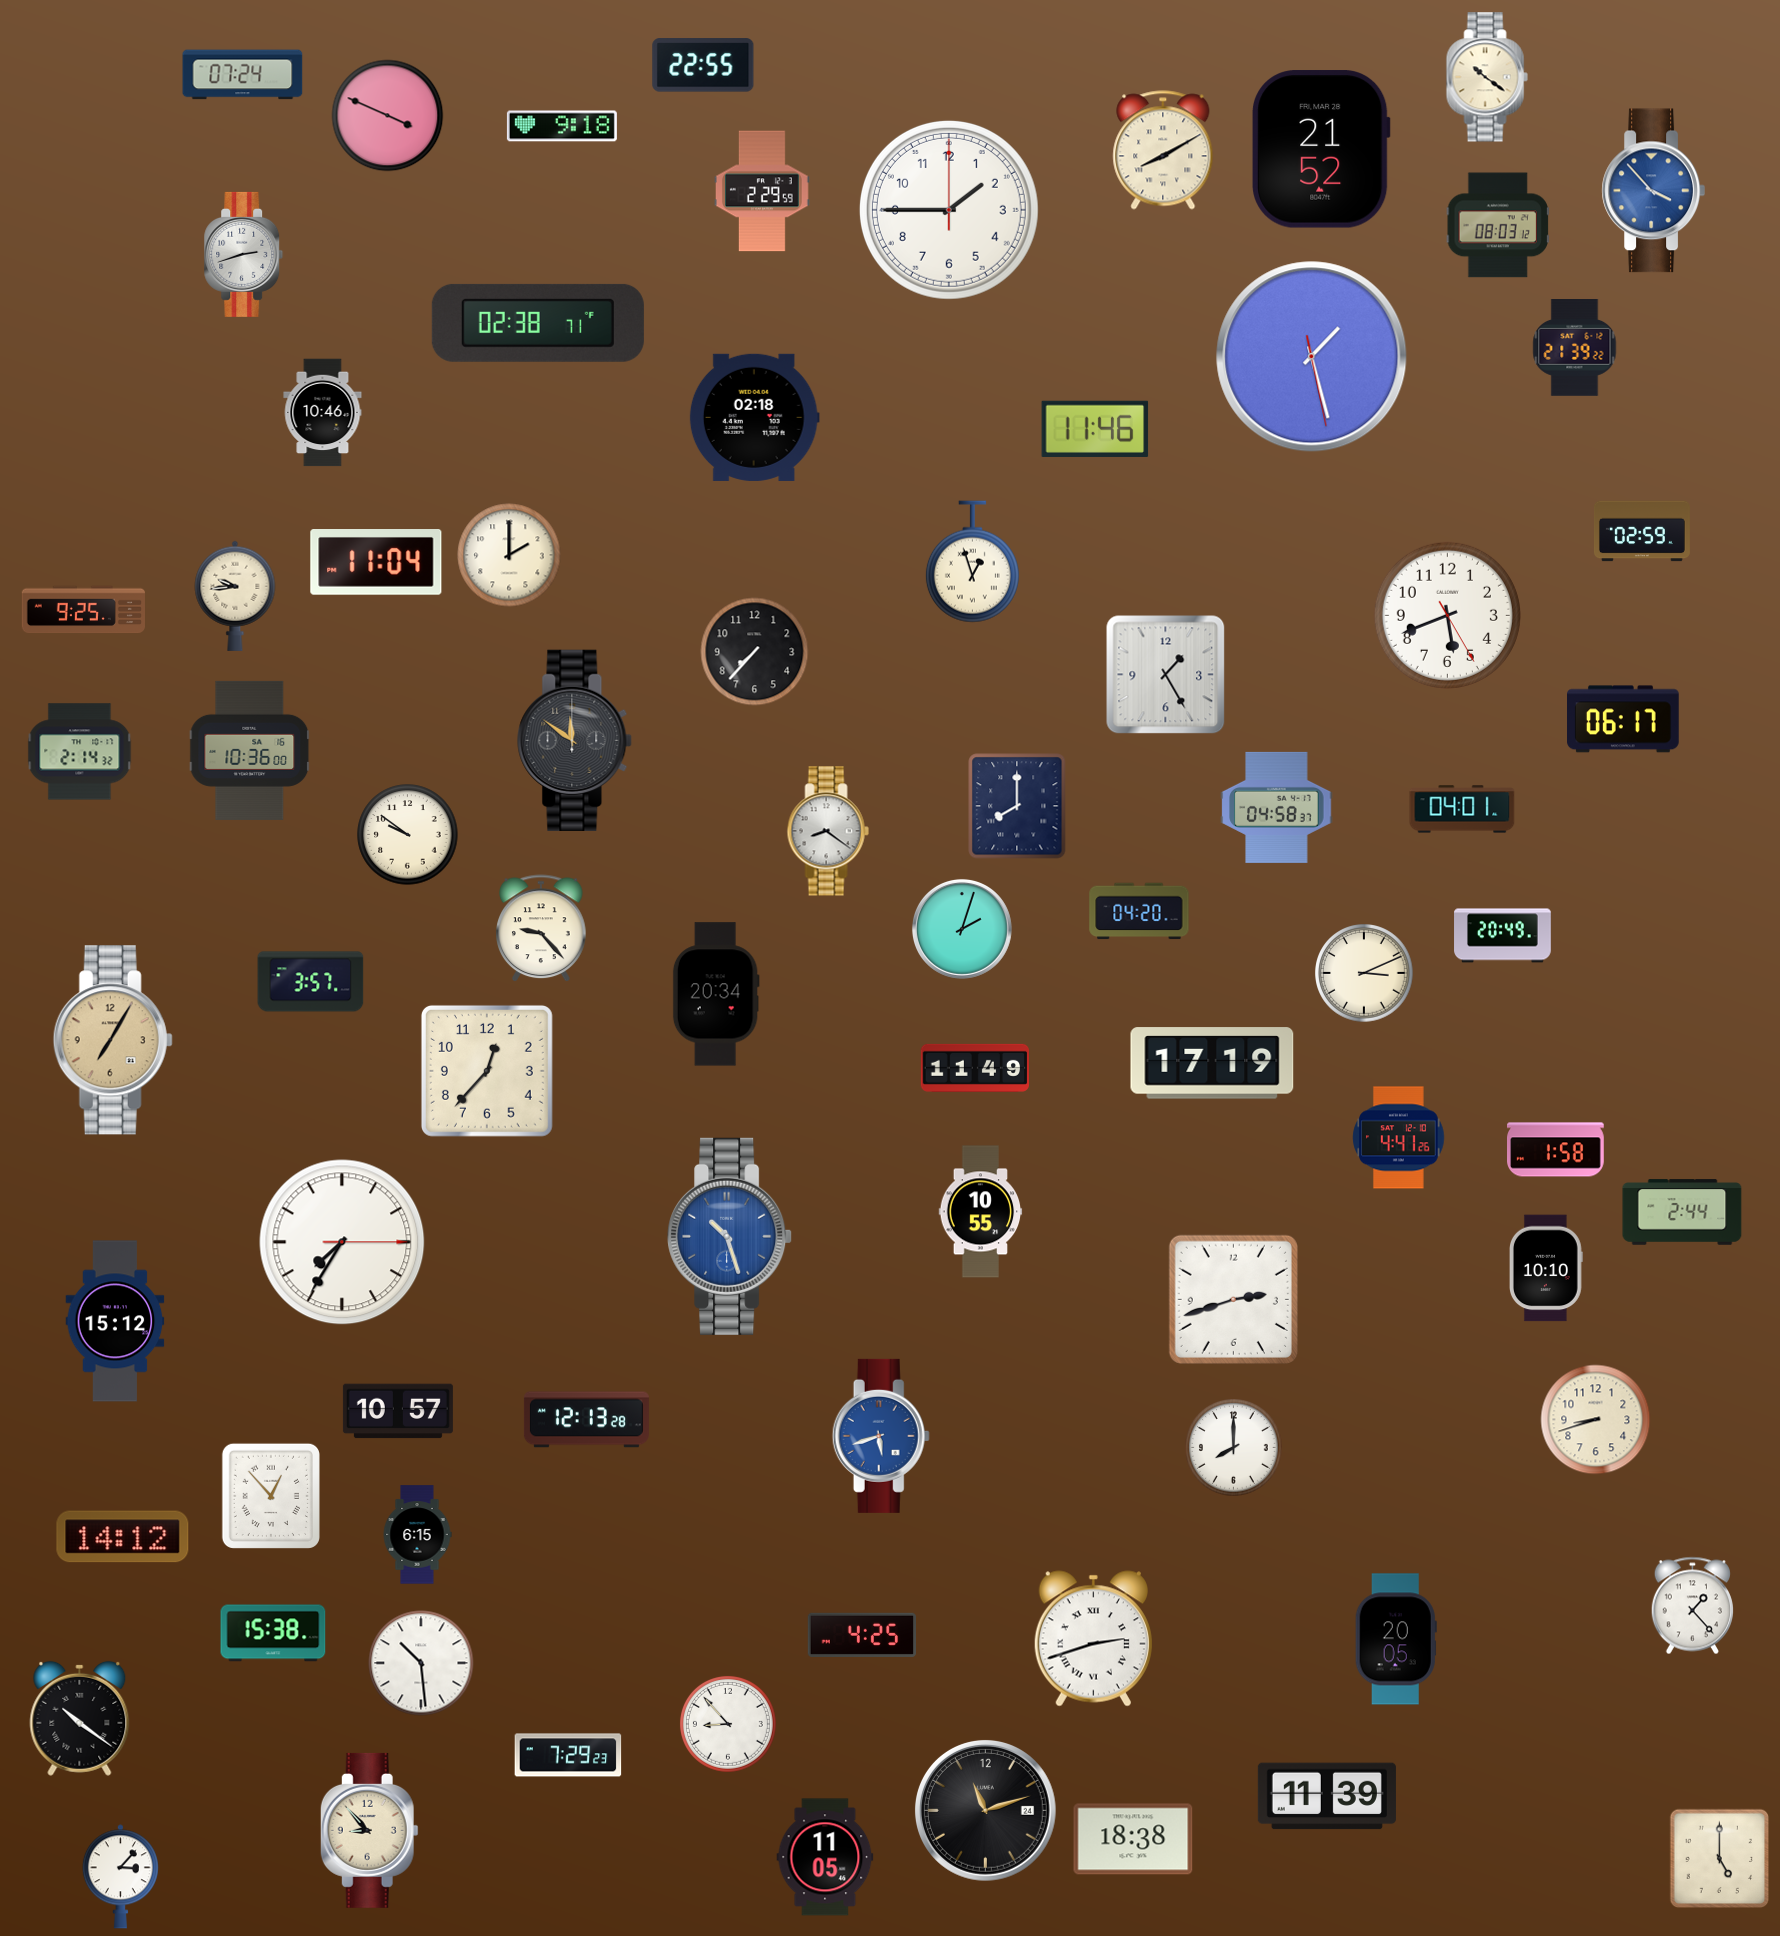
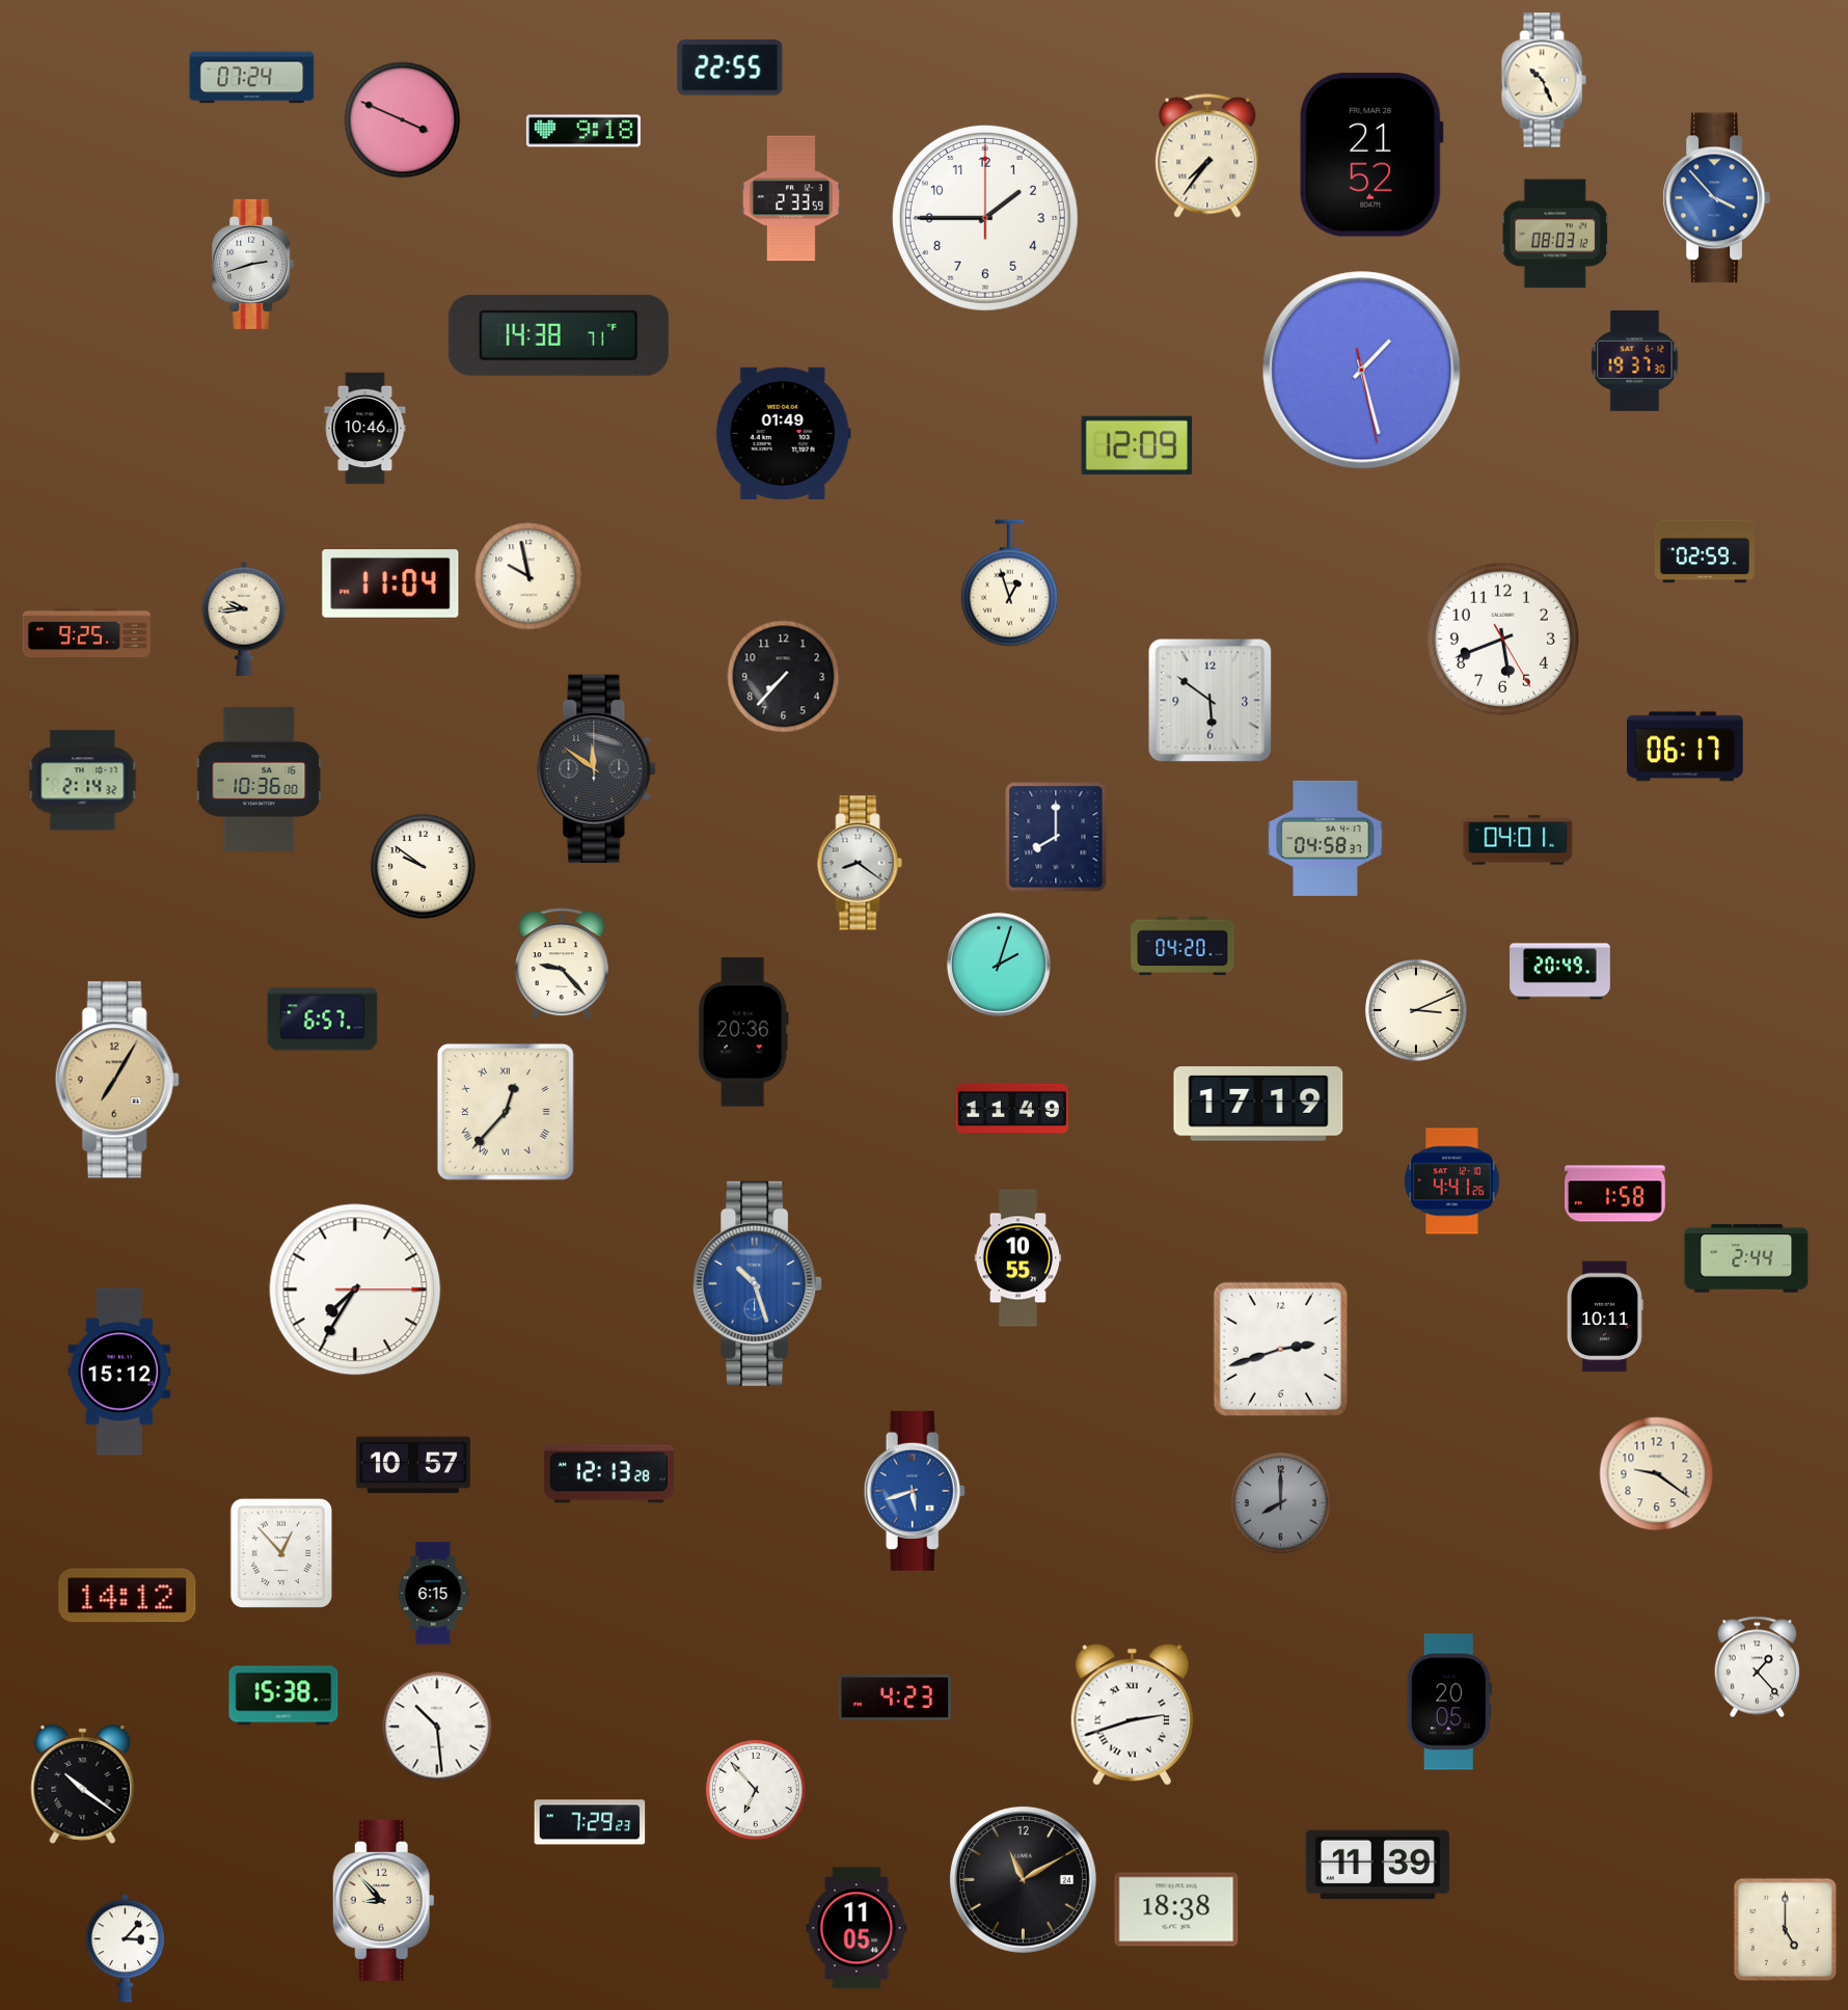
clock at (1487, 77): 10:21 -> 10:26
clock at (1163, 150): 8:10 -> 7:36
clock at (762, 191): 2:29 -> 2:33
clock at (538, 323): 02:38 -> 14:38
clock at (1575, 348): 21:39 -> 19:37
clock at (323, 413) position: (323, 413) -> (365, 429)
clock at (754, 417): 02:18 -> 01:49
clock at (1095, 429): 11:46 -> 12:09
clock at (509, 555): 2:00 -> 9:58
clock at (1166, 675): 1:25 -> 5:51
clock at (311, 982): 3:57 -> 6:57
clock at (716, 994): 20:34 -> 20:36
clock at (487, 1071) numerals: Arabic -> Roman
clock at (1547, 1268): 10:10 -> 10:11
clock at (1596, 1420): 8:42 -> 9:21
clock at (1234, 1448) dial: white -> grey
clock at (861, 1635): 4:25 -> 4:23
clock at (1093, 1639) position: (1093, 1639) -> (1132, 1715)
clock at (728, 1724): 8:53 -> 6:53
clock at (986, 1811): 11:12 -> 11:10
